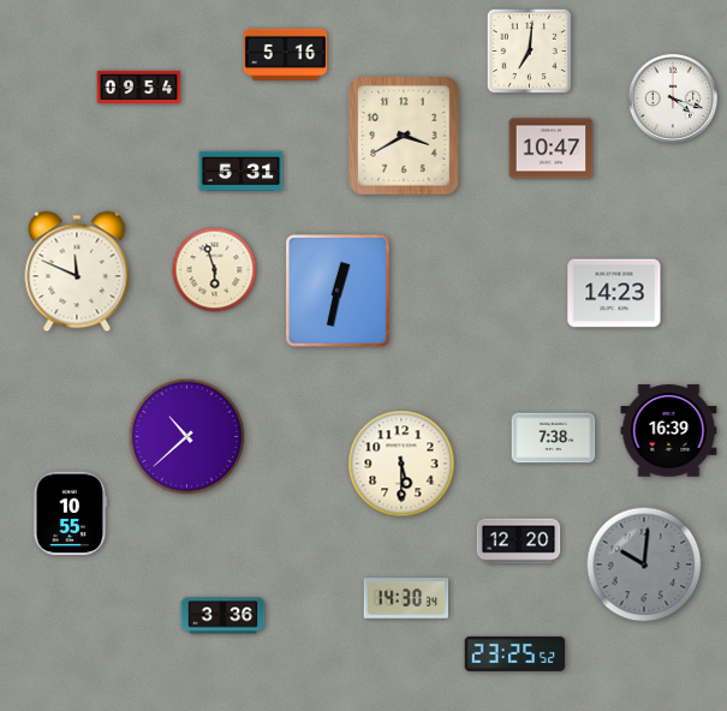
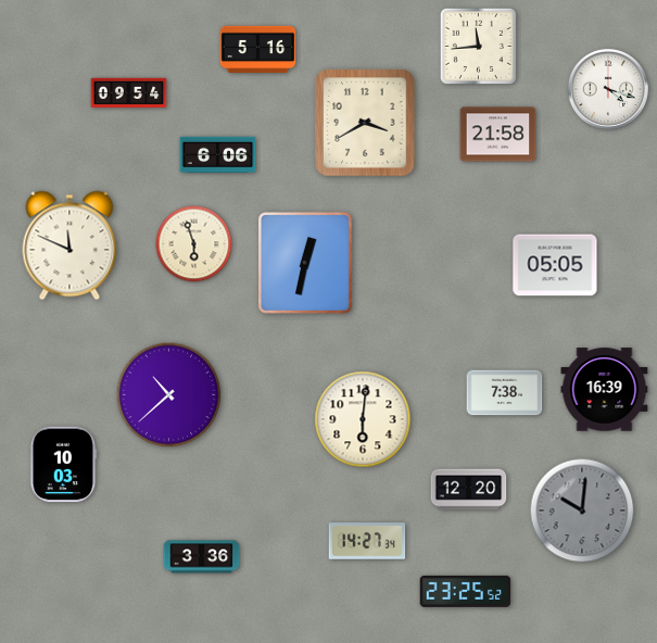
clock at (529, 50): 7:01 -> 11:44
clock at (139, 88) position: (139, 88) -> (129, 93)
clock at (552, 149): 10:47 -> 21:58
clock at (242, 172): 5:31 -> 6:06
clock at (614, 293): 14:23 -> 05:05
clock at (554, 438) position: (554, 438) -> (505, 393)
clock at (401, 464): 5:30 -> 6:01
clock at (71, 514): 10:55 -> 10:03
clock at (406, 598): 14:30 -> 14:27
